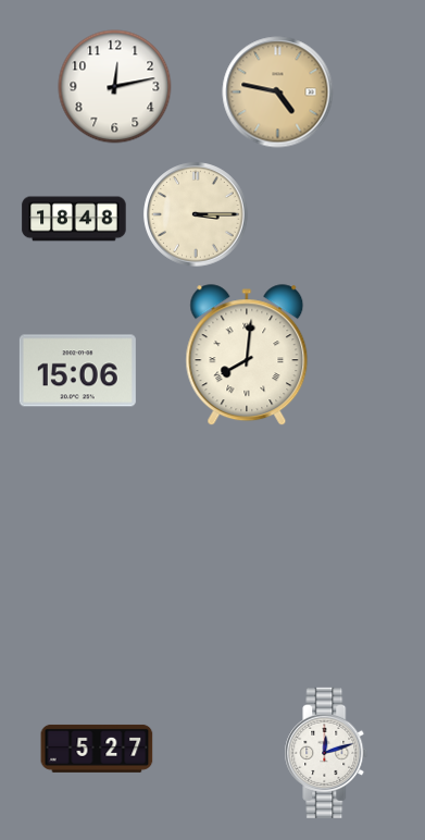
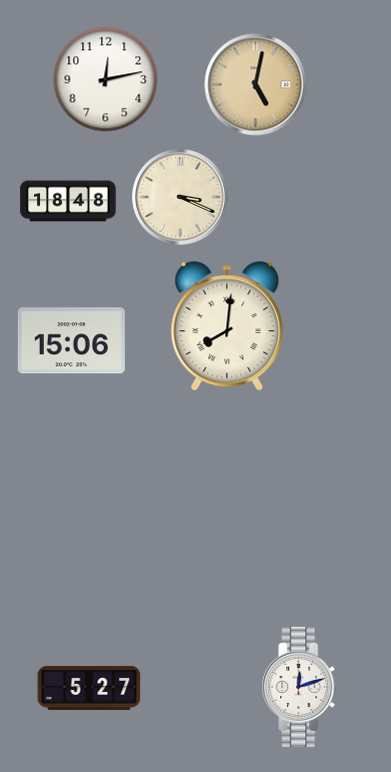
clock at (278, 92): 4:47 -> 5:02
clock at (196, 214): 3:15 -> 3:19
clock at (326, 753) position: (326, 753) -> (300, 687)
